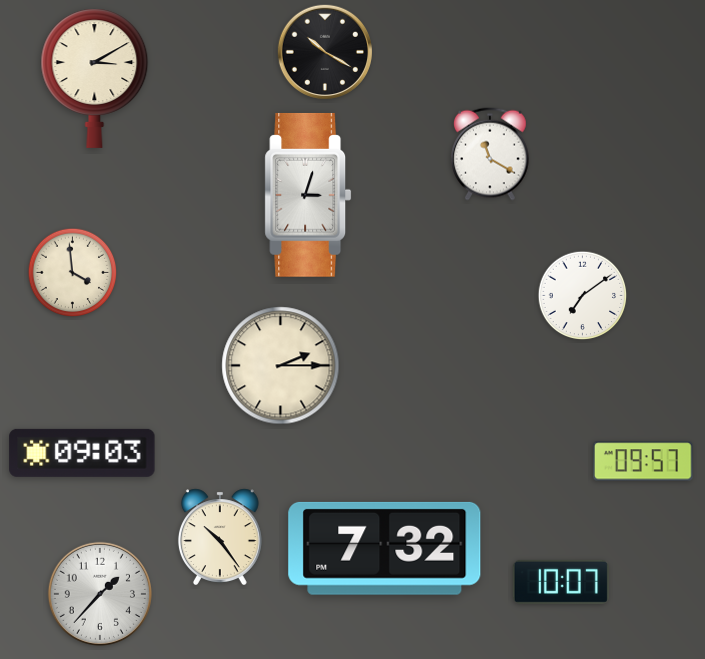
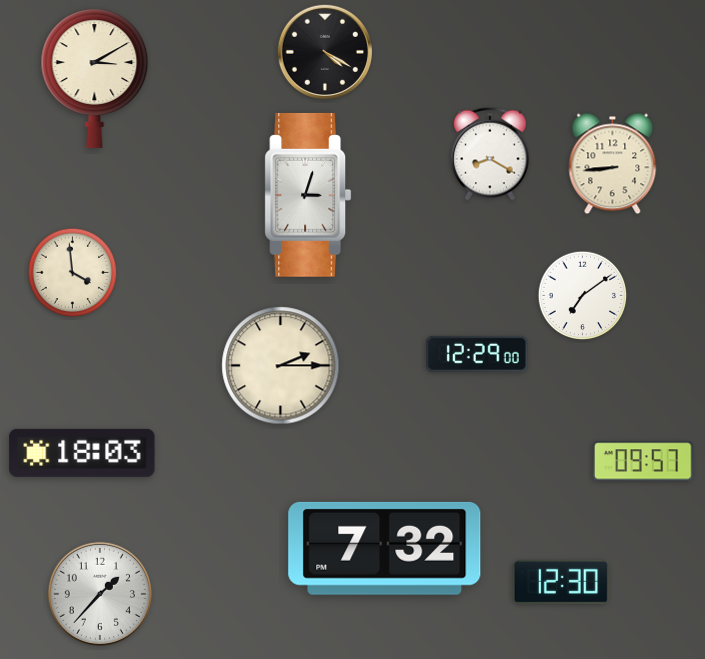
clock at (324, 51): 10:20 -> 4:20
clock at (491, 154): 11:20 -> 8:20
clock at (613, 164): none -> 8:44
clock at (477, 354): none -> 12:29
clock at (82, 453): 09:03 -> 18:03
clock at (220, 537): 10:24 -> none
clock at (561, 582): 10:07 -> 12:30
